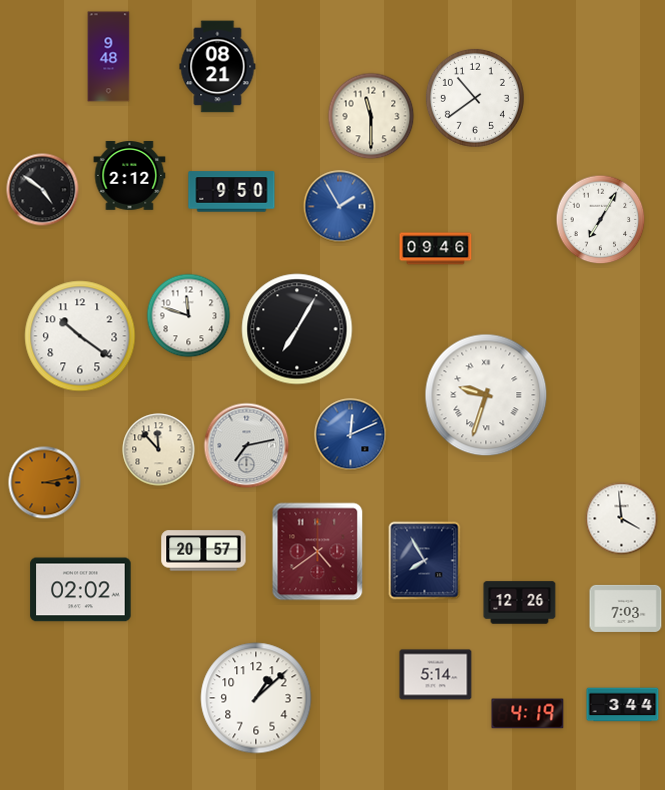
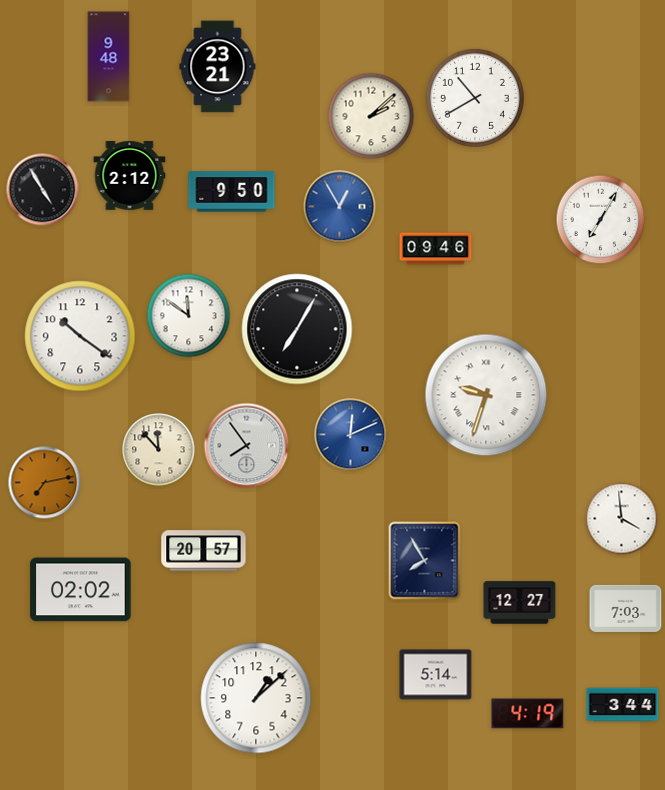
clock at (218, 67): 08:21 -> 23:21
clock at (475, 98): 10:39 -> 10:40
clock at (371, 116): 11:30 -> 2:08
clock at (43, 190): 4:51 -> 4:55
clock at (340, 207): 1:55 -> 12:55
clock at (189, 316): 11:48 -> 11:51
clock at (247, 446): 7:13 -> 7:54
clock at (45, 483): 3:13 -> 7:13
clock at (318, 552): 4:39 -> none
clock at (520, 603): 12:26 -> 12:27
